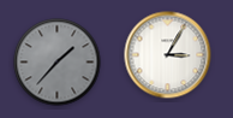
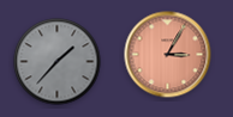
clock at (168, 55) dial: white -> salmon
